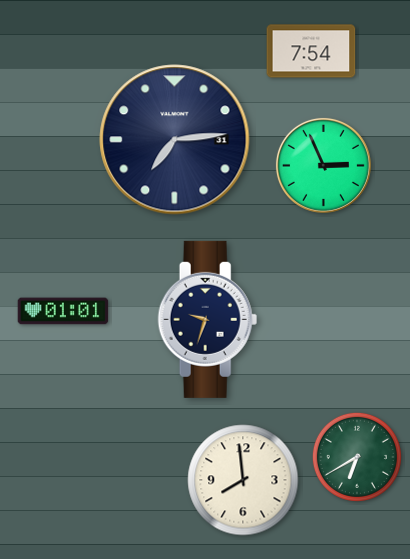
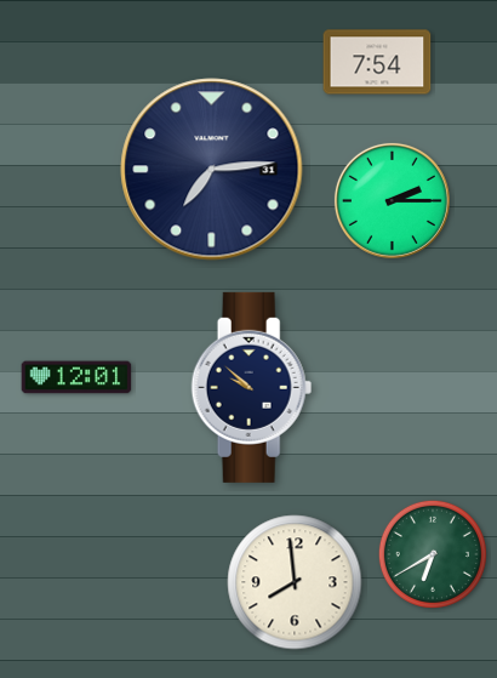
clock at (323, 165): 2:56 -> 2:15
clock at (63, 311): 01:01 -> 12:01
clock at (208, 319): 9:33 -> 9:52
